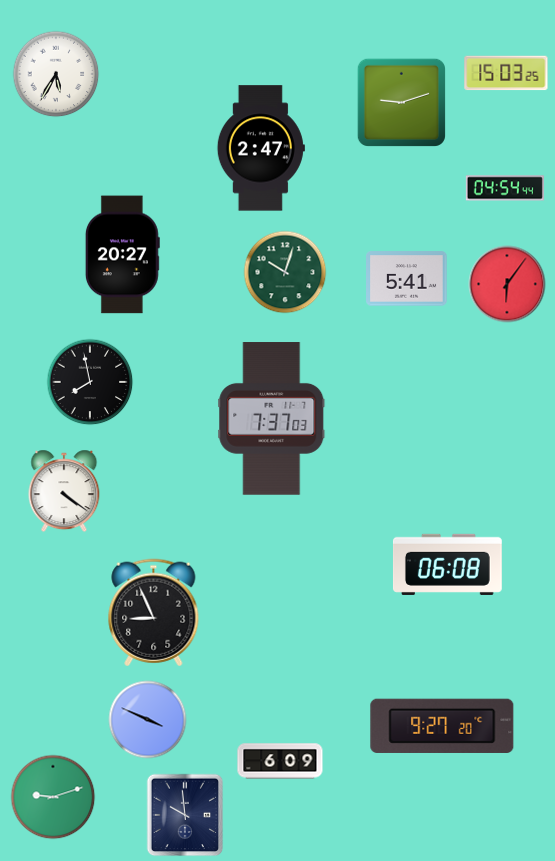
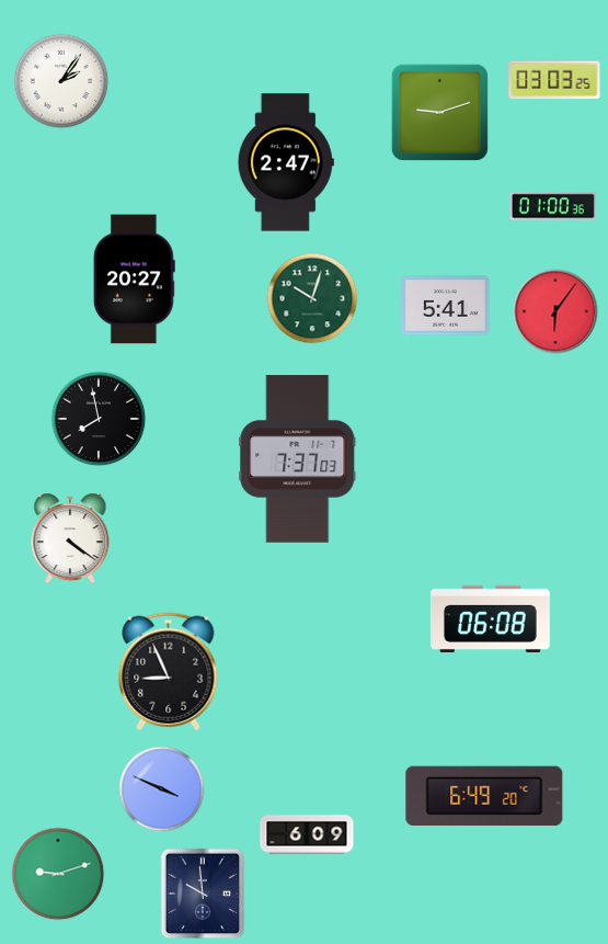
clock at (506, 73): 15:03 -> 03:03
clock at (56, 74): 5:35 -> 2:06
clock at (505, 188): 04:54 -> 01:00
clock at (442, 726): 9:27 -> 6:49
